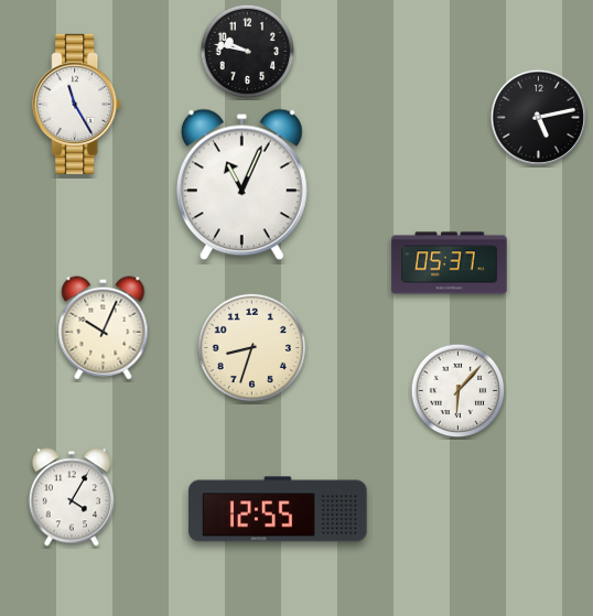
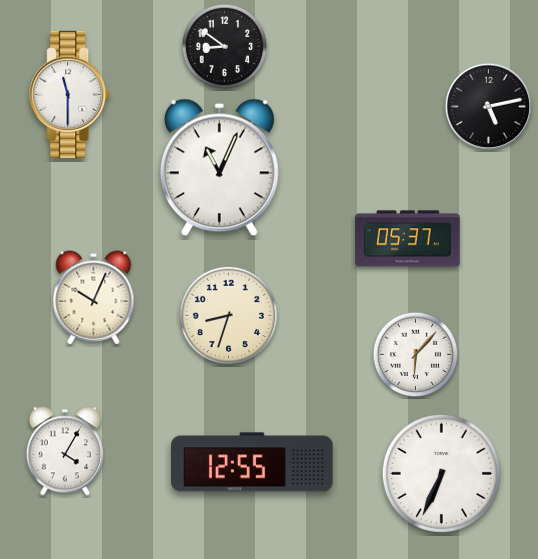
clock at (248, 52): 9:47 -> 8:51
clock at (77, 104): 11:25 -> 11:30
clock at (441, 473): none -> 6:34
